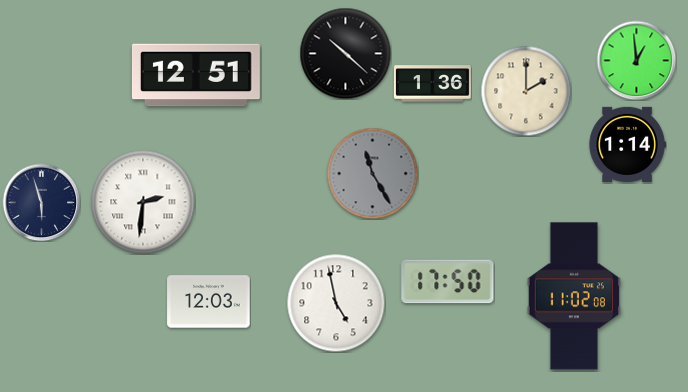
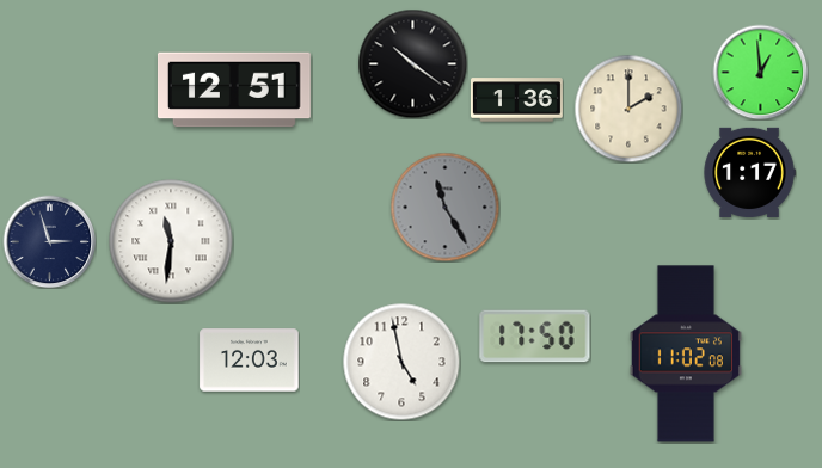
clock at (345, 53): 10:22 -> 10:21
clock at (627, 144): 1:14 -> 1:17
clock at (41, 202): 5:57 -> 2:57
clock at (143, 202): 2:31 -> 11:31
